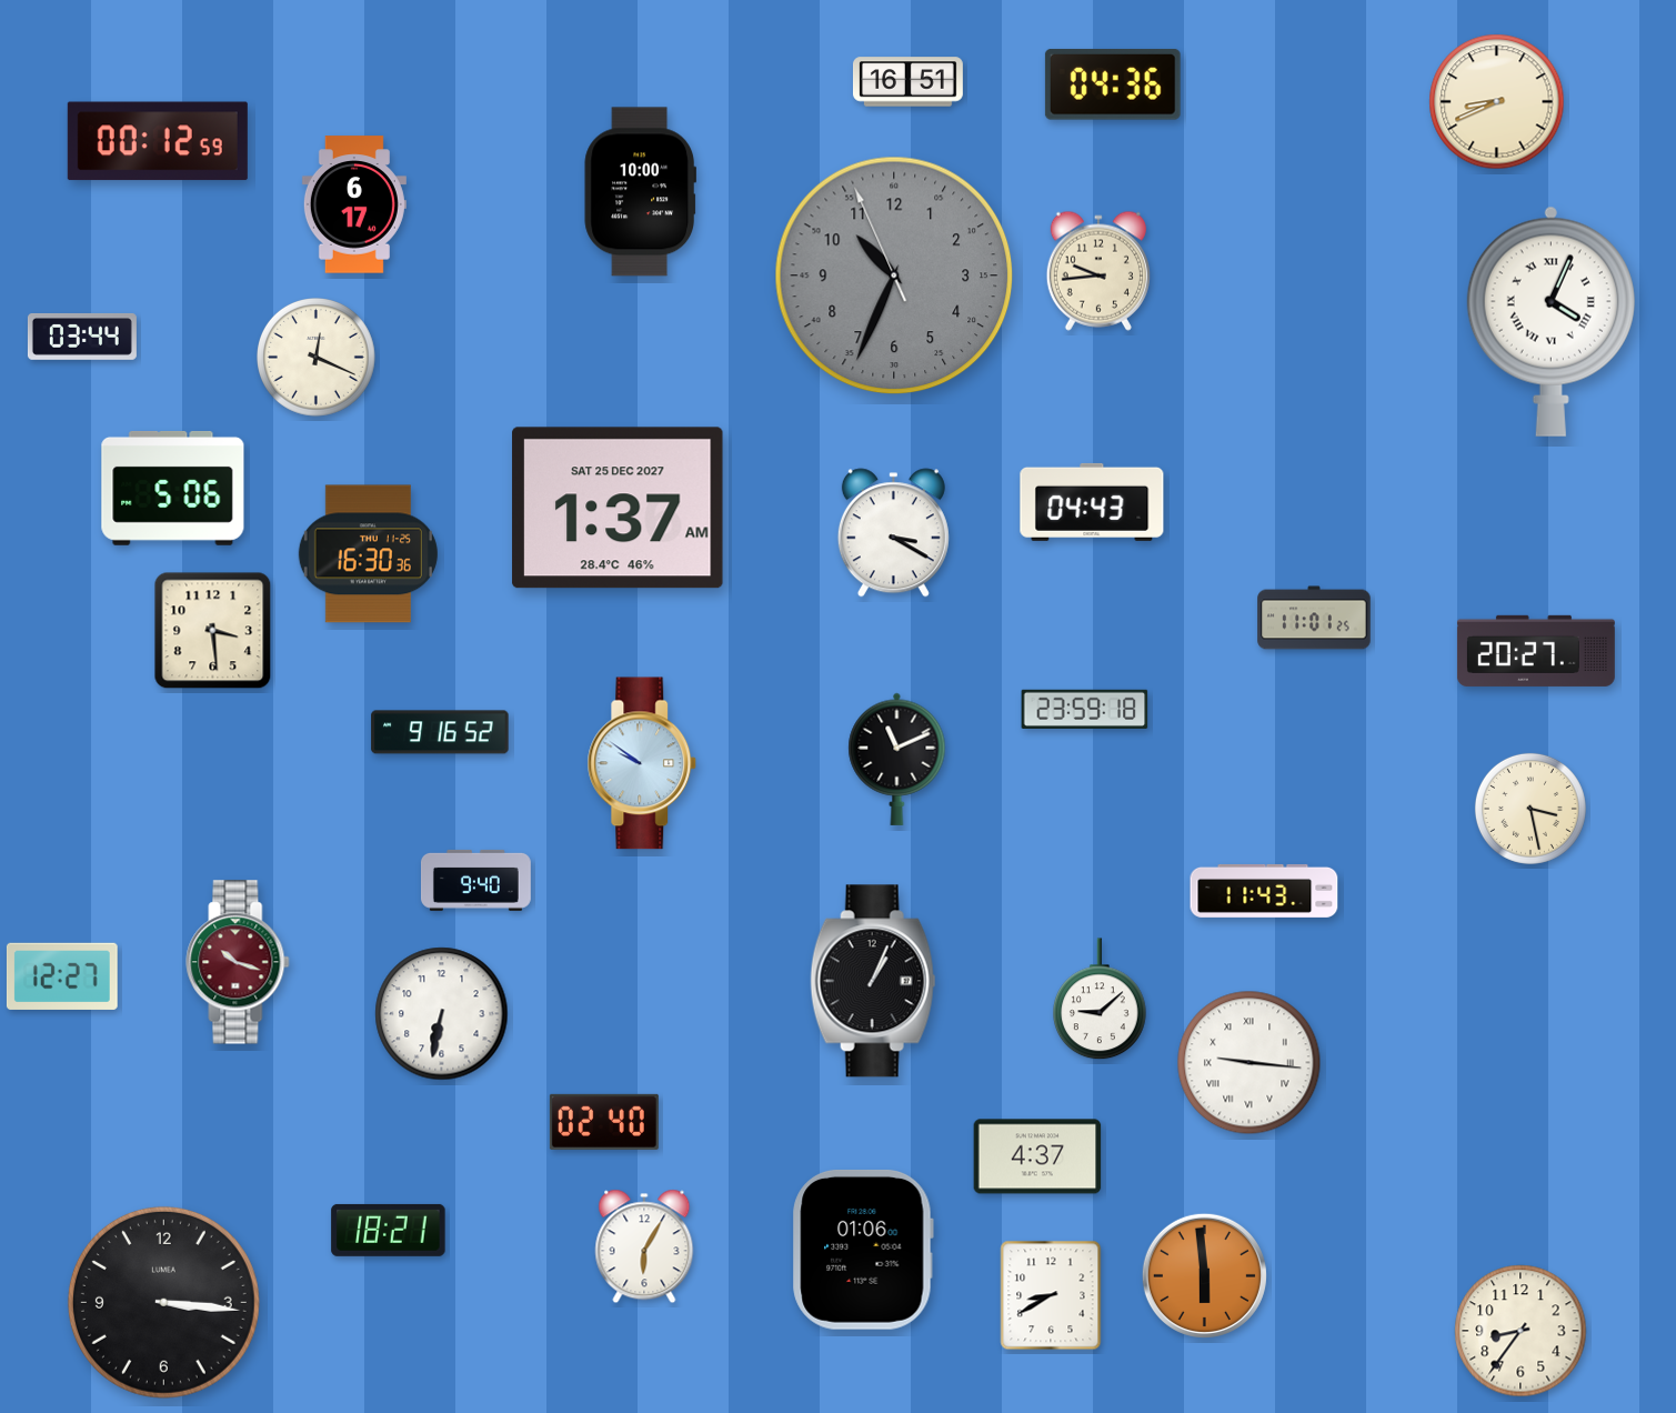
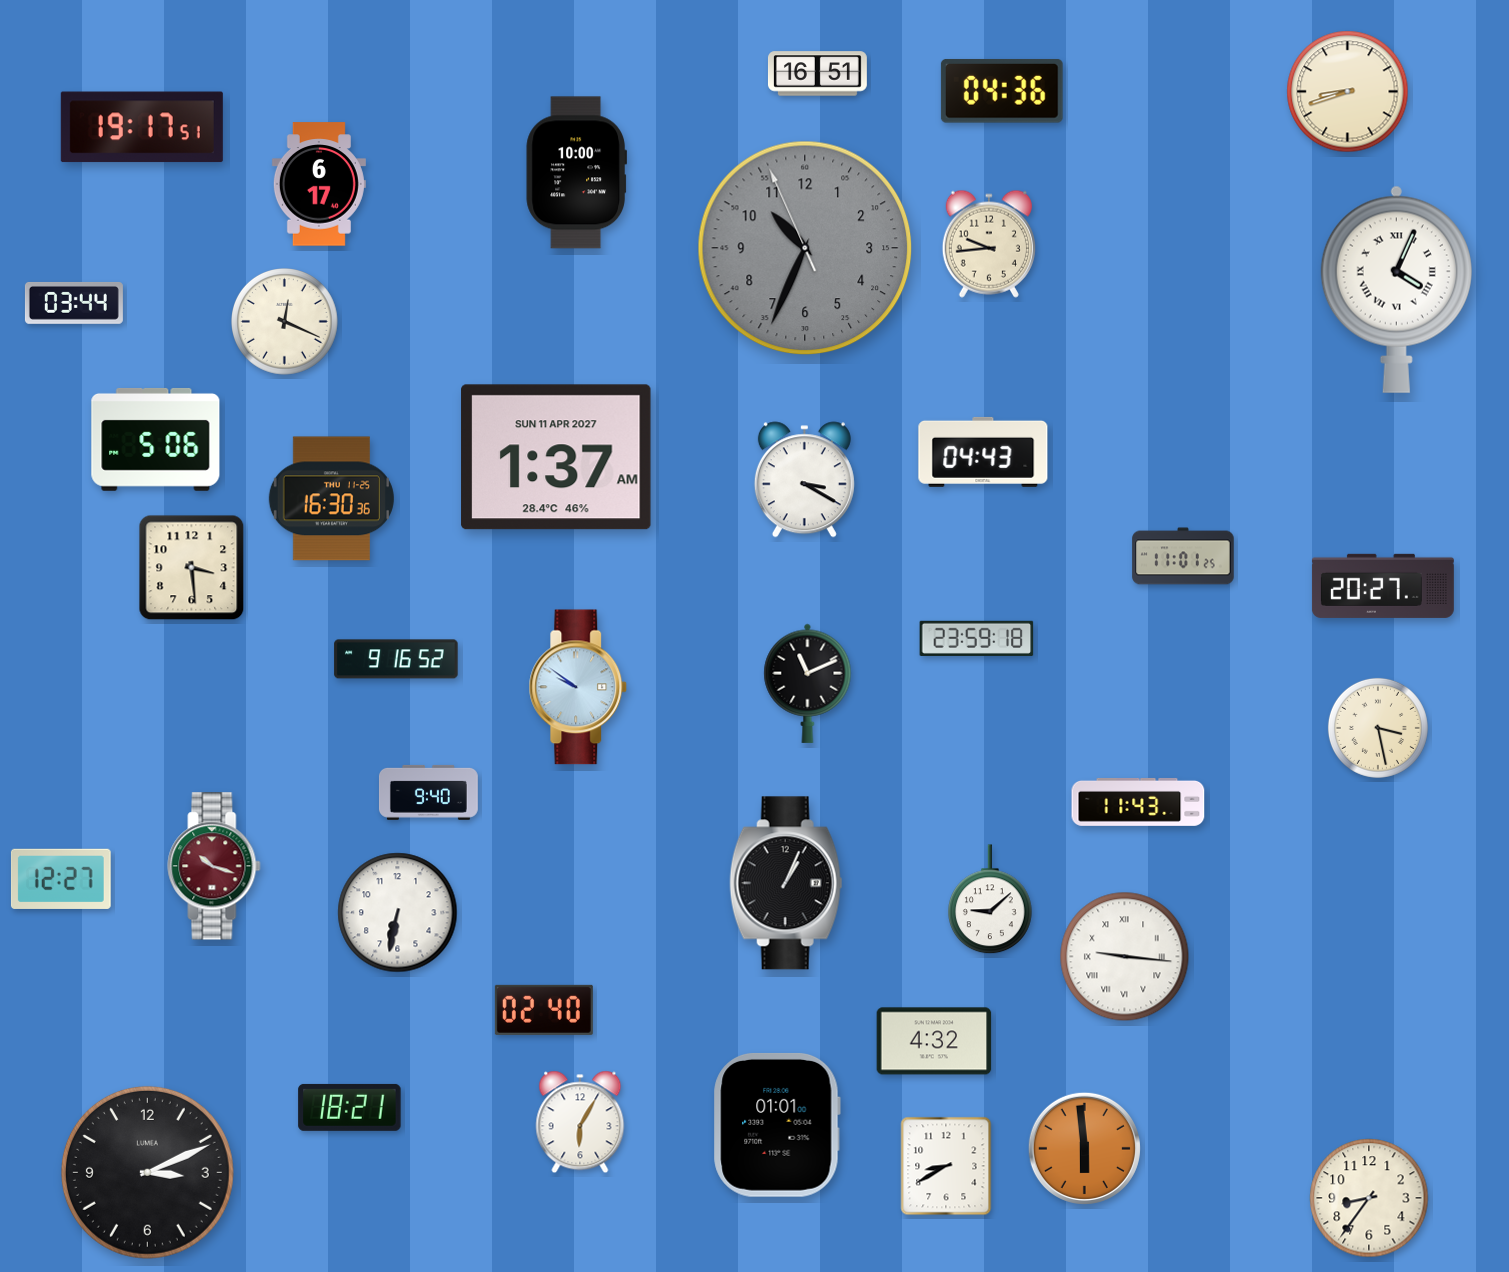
clock at (1113, 84) position: (1113, 84) -> (1002, 91)
clock at (1497, 102): 8:41 -> 8:42
clock at (158, 141): 00:12 -> 19:17
clock at (618, 508) date: SAT 25 DEC 2027 -> SUN 11 APR 2027
clock at (62, 976) position: (62, 976) -> (61, 879)
clock at (1037, 1156): 4:37 -> 4:32
clock at (863, 1250): 01:06 -> 01:01
clock at (163, 1302): 3:16 -> 3:11
